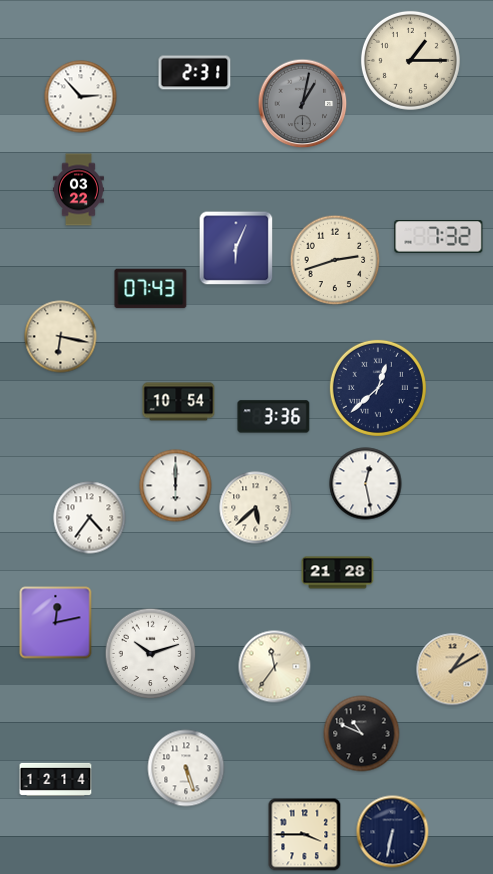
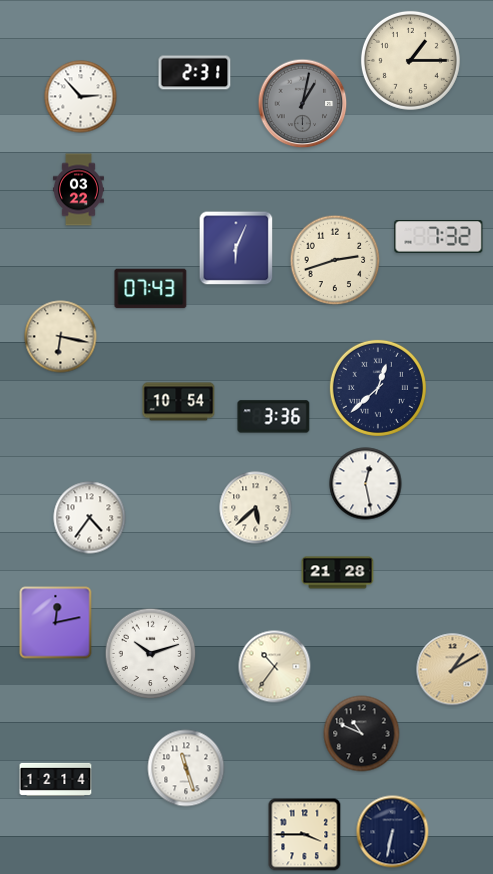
clock at (176, 486): 6:00 -> none
clock at (275, 667): 11:36 -> 10:36
clock at (186, 768): 5:27 -> 11:27
